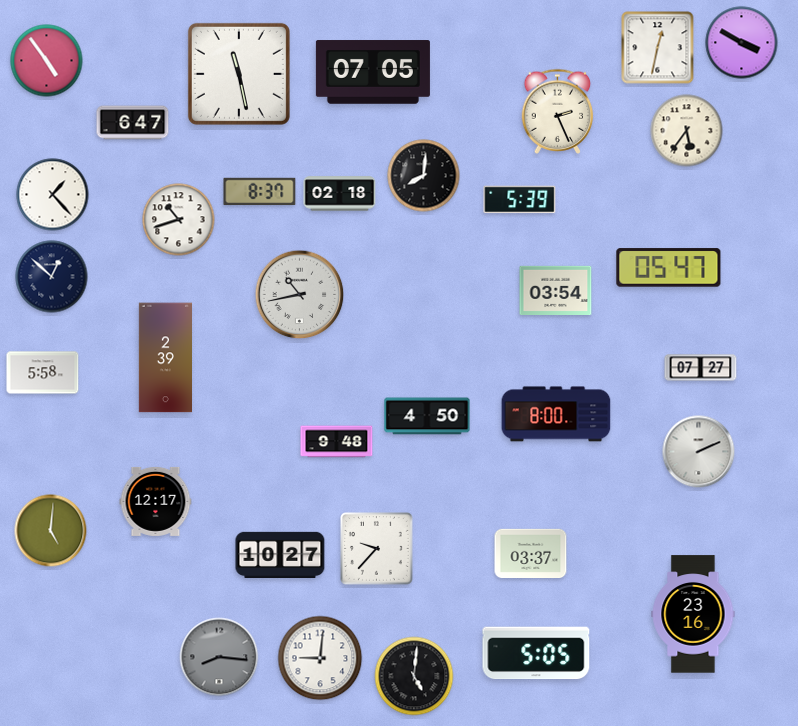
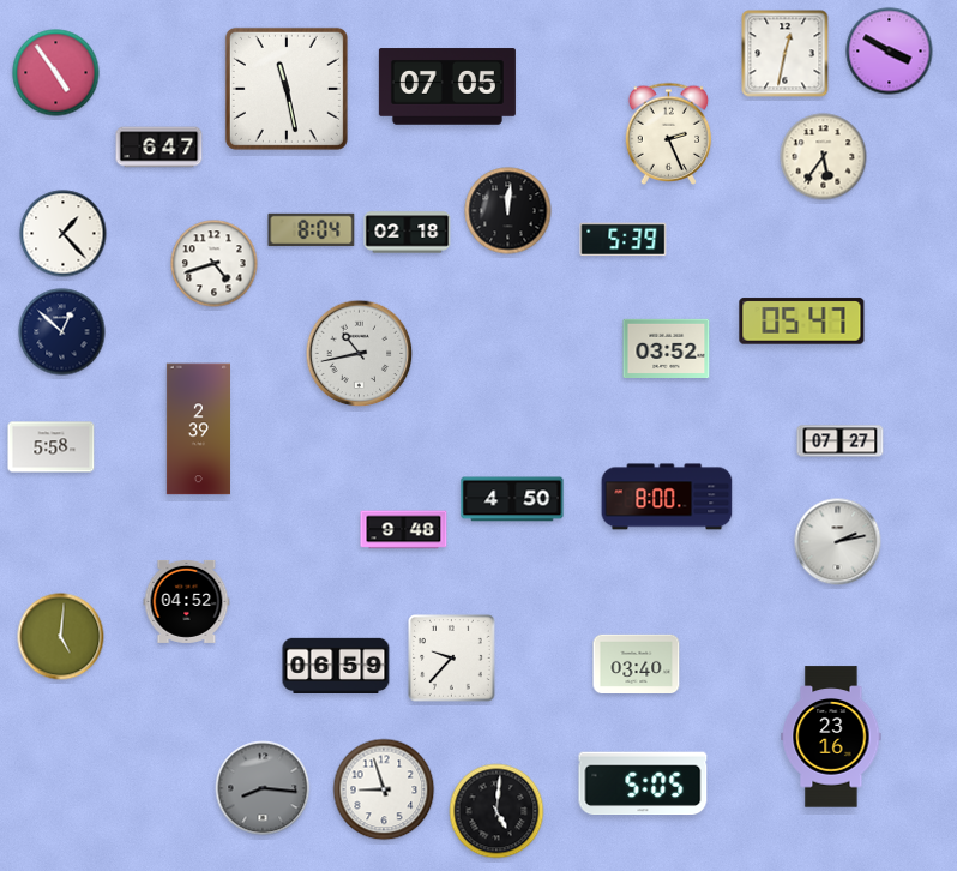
clock at (658, 48) position: (658, 48) -> (786, 54)
clock at (424, 176): 8:01 -> 12:01
clock at (260, 192): 8:37 -> 8:04
clock at (179, 220): 10:42 -> 4:42
clock at (556, 290): 03:54 -> 03:52
clock at (699, 452): 2:11 -> 2:13
clock at (156, 501): 12:17 -> 04:52
clock at (531, 553): 03:37 -> 03:40
clock at (280, 554): 10:27 -> 06:59
clock at (320, 658): 9:01 -> 8:57
